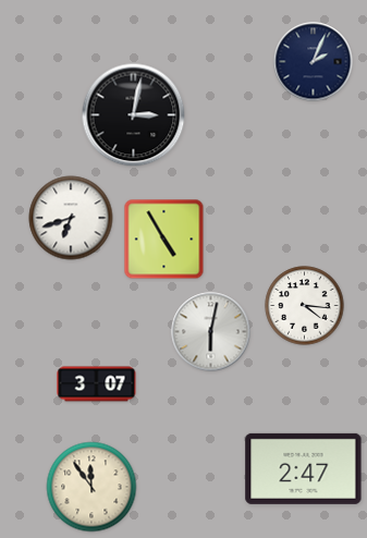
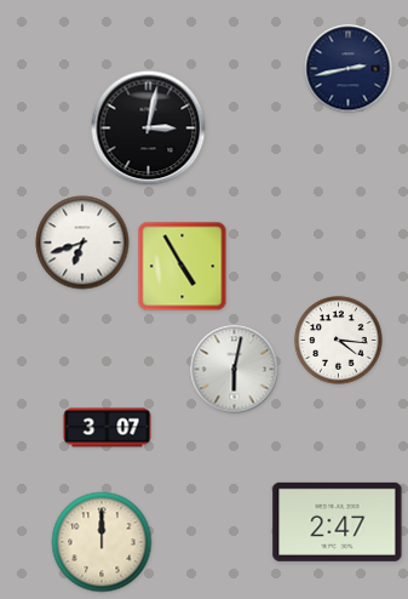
clock at (314, 62): 2:04 -> 2:43
clock at (71, 218) position: (71, 218) -> (82, 243)
clock at (91, 487): 11:54 -> 12:00
